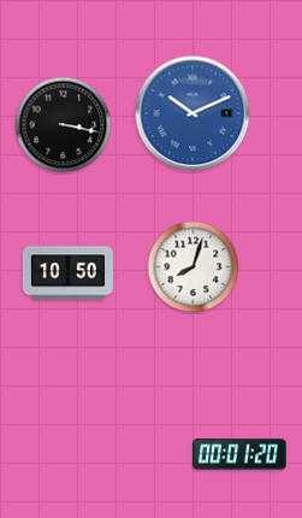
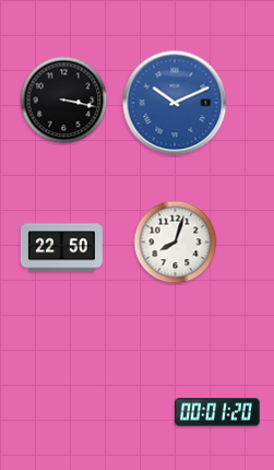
clock at (64, 125) position: (64, 125) -> (64, 101)
clock at (67, 273): 10:50 -> 22:50
